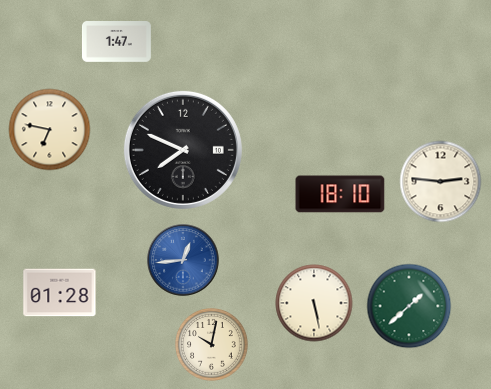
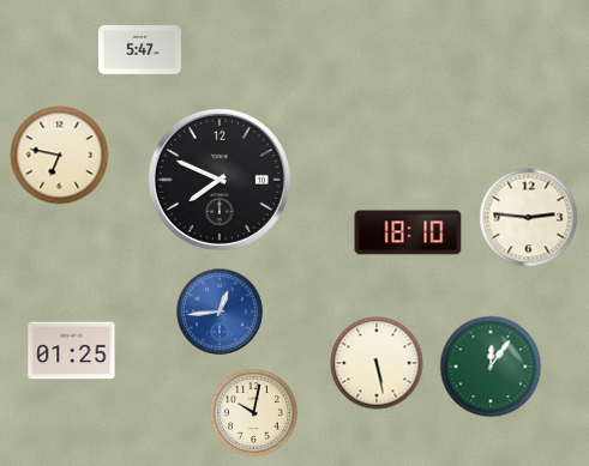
clock at (116, 42): 1:47 -> 5:47
clock at (60, 293): 01:28 -> 01:25
clock at (409, 306): 1:38 -> 12:06
